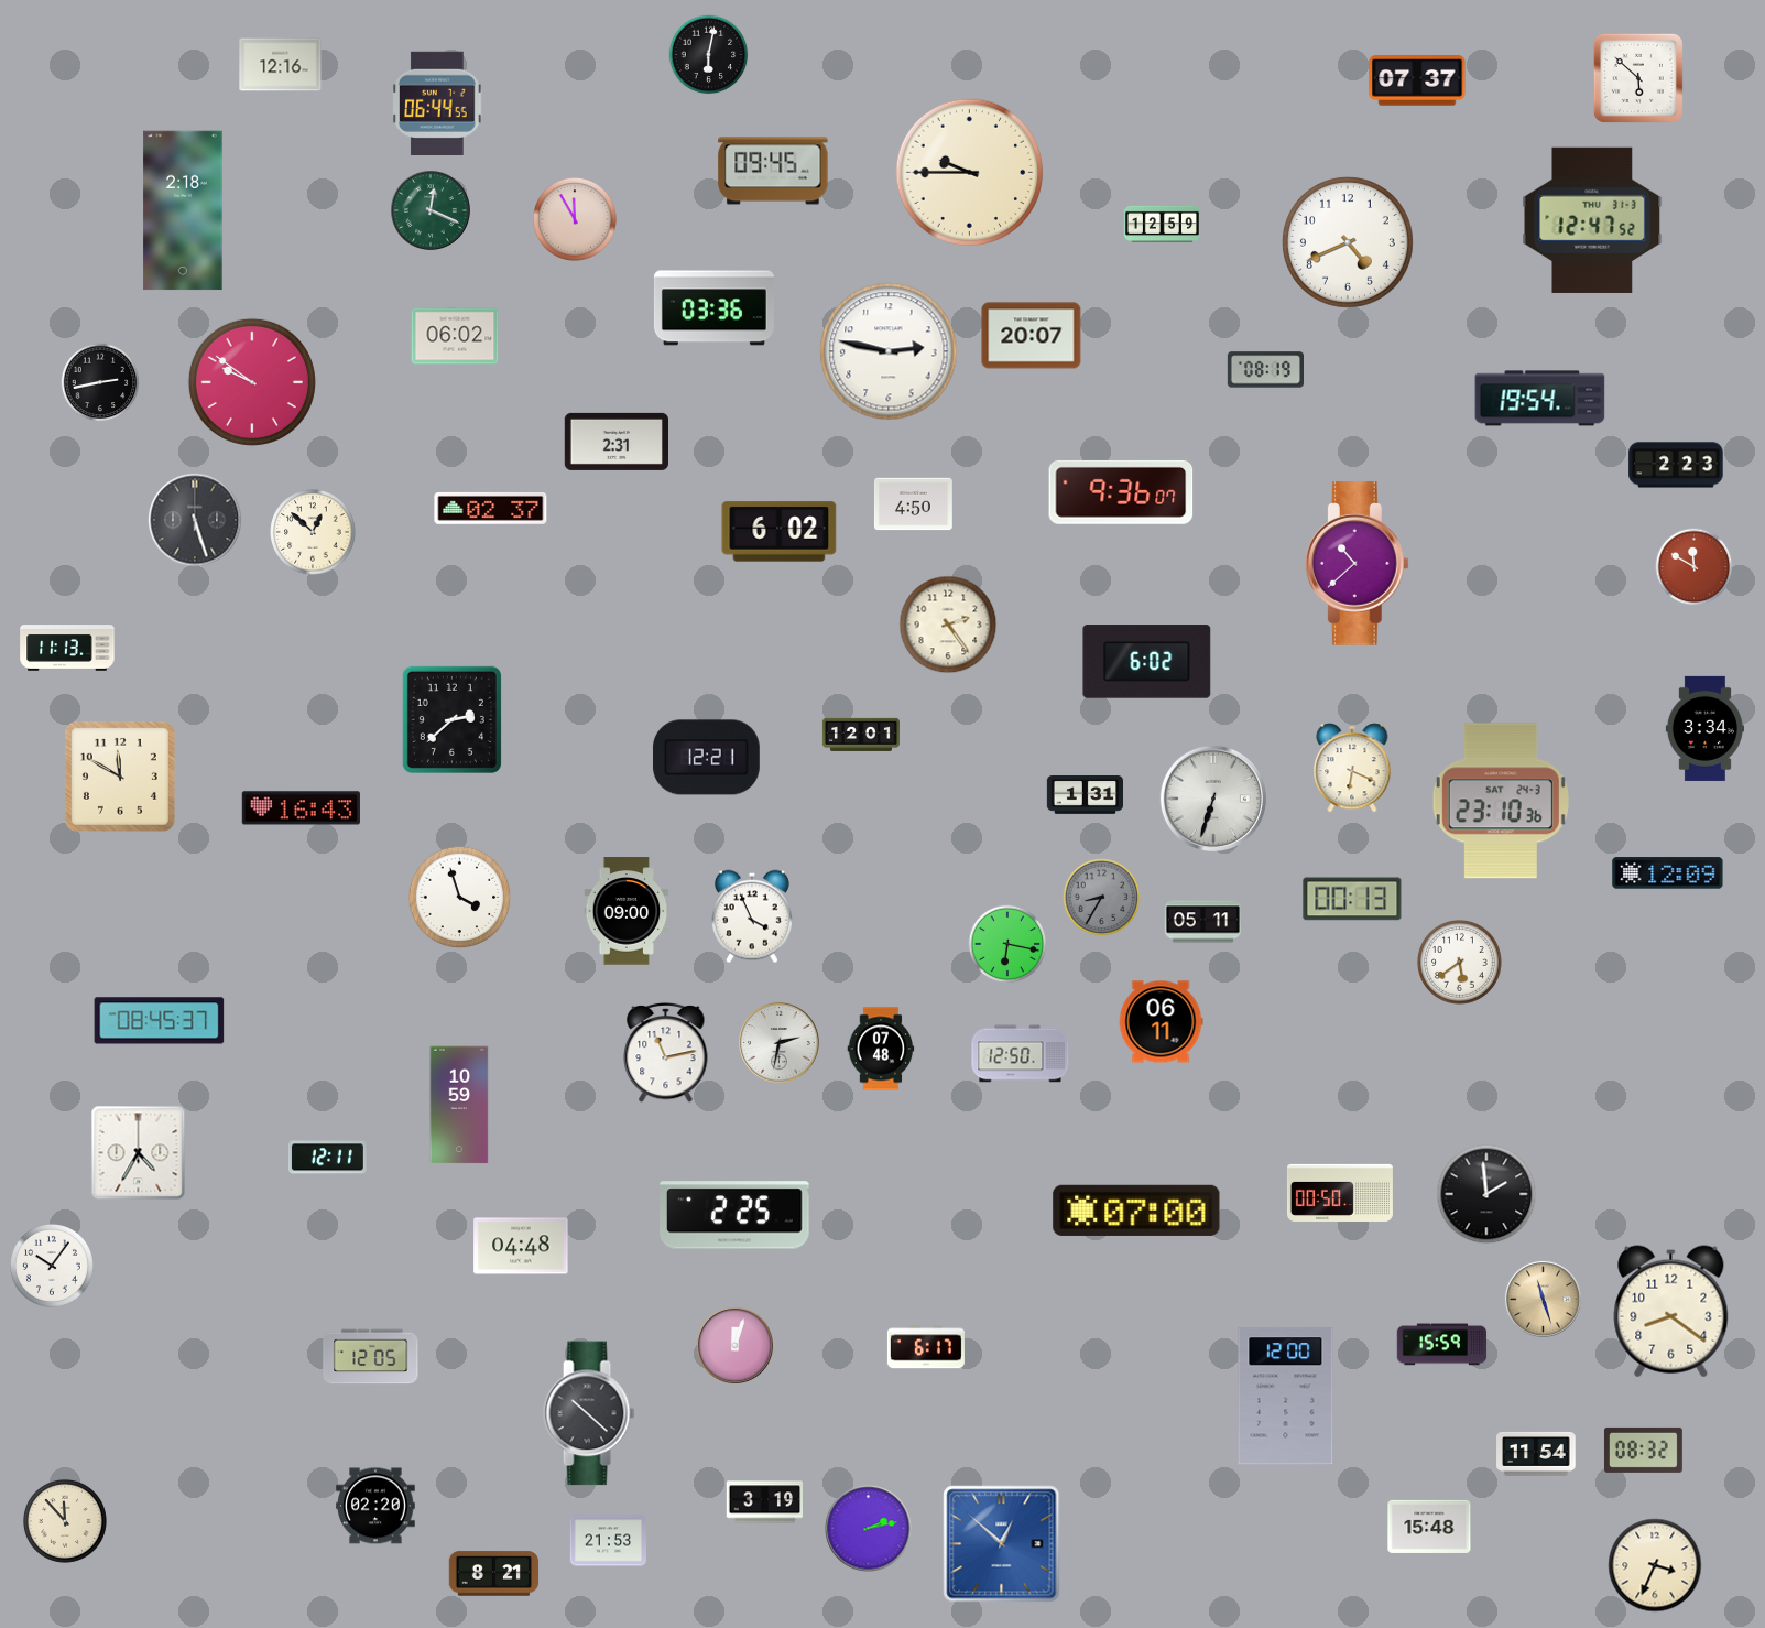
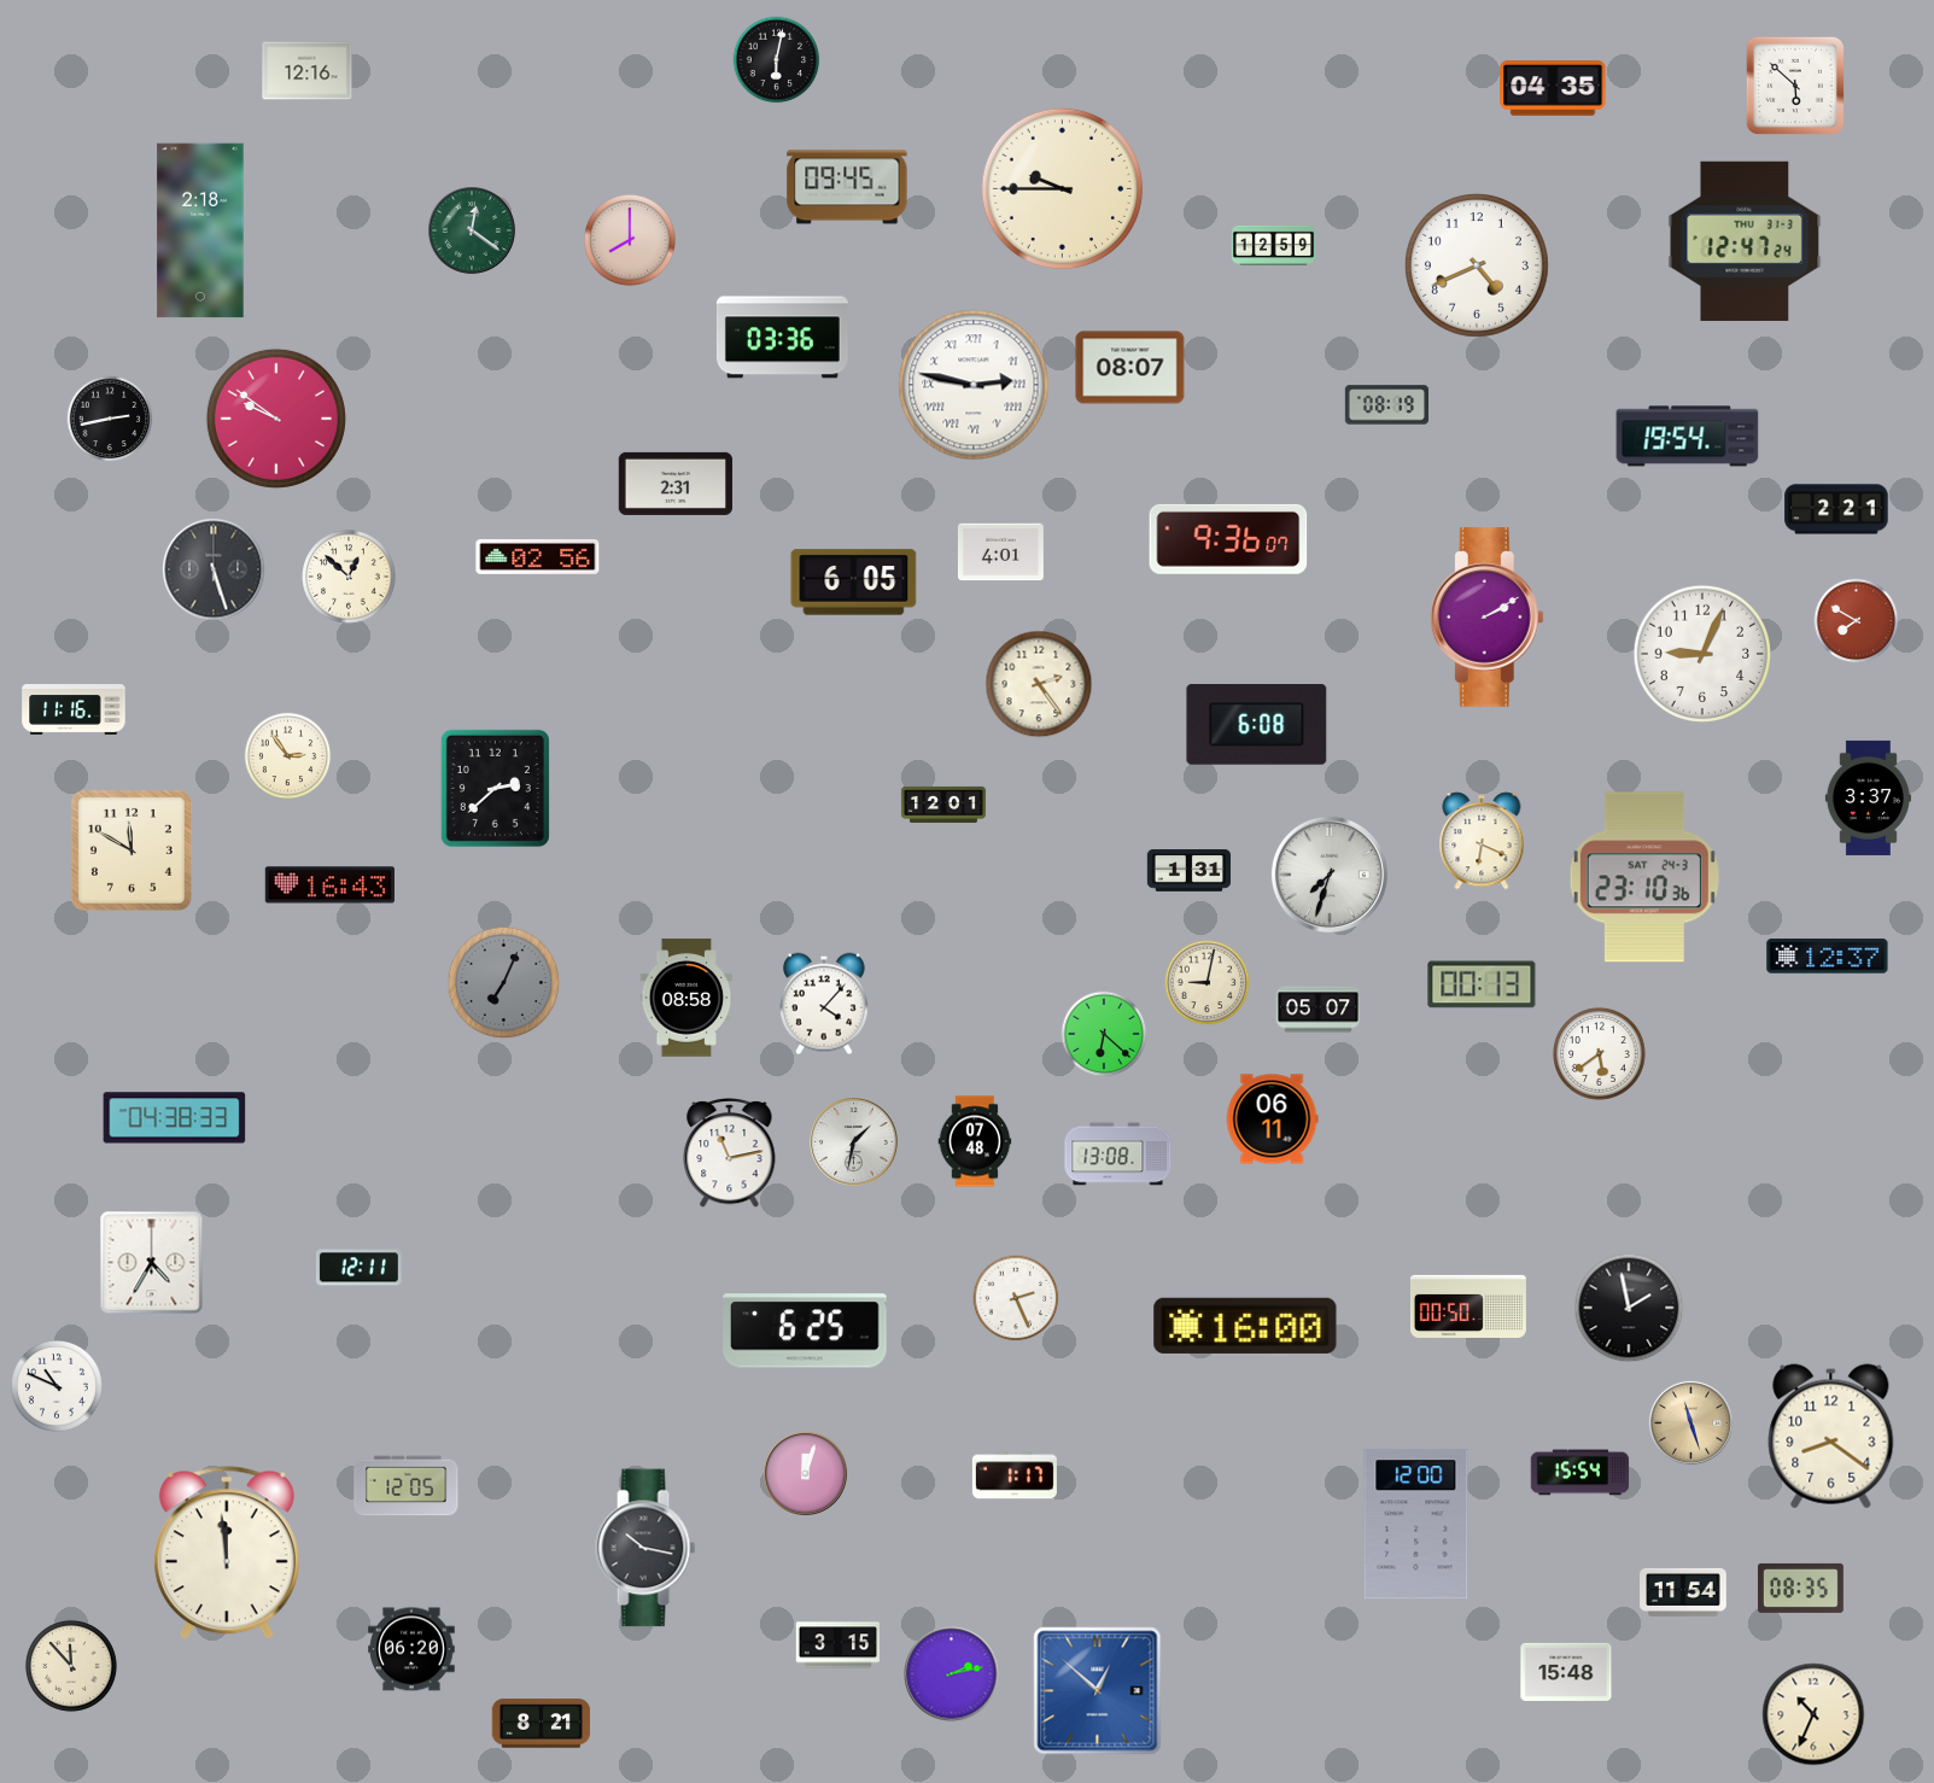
clock at (1417, 80): 07:37 -> 04:35
clock at (437, 102): 06:44 -> none
clock at (432, 211): 12:19 -> 12:21
clock at (575, 219): 11:55 -> 8:00
clock at (1592, 220): 12:47:52 -> 12:47:24
clock at (455, 336): 06:02 -> none
clock at (1032, 336): 20:07 -> 08:07
clock at (889, 351) numerals: Arabic -> Roman
clock at (1676, 465): 2:23 -> 2:21
clock at (913, 504): 4:50 -> 4:01
clock at (491, 509): 02:37 -> 02:56
clock at (313, 532) position: (313, 532) -> (349, 577)
clock at (780, 532): 6:02 -> 6:05
clock at (1357, 564): 10:38 -> 2:10
clock at (1695, 567): 11:50 -> 7:50
clock at (1701, 653): none -> 9:04
clock at (67, 649): 11:13 -> 11:16
clock at (1147, 662): 6:02 -> 6:08
clock at (288, 756): none -> 2:54
clock at (1704, 728): 3:34 -> 3:37
clock at (706, 758): 12:21 -> none
clock at (1213, 799): 6:33 -> 7:33
clock at (1668, 873): 12:09 -> 12:37
clock at (460, 898): 3:57 -> 7:04
clock at (460, 898) dial: white -> grey
clock at (1102, 898): 8:35 -> 9:02
clock at (1102, 898) dial: grey -> cream
clock at (627, 911): 09:00 -> 08:58
clock at (752, 916): 3:56 -> 4:07
clock at (1202, 922): 05:11 -> 05:07
clock at (1007, 944): 6:17 -> 6:22
clock at (160, 1021): 08:45 -> 04:38
clock at (780, 1043): 2:32 -> 1:32
clock at (881, 1049) position: (881, 1049) -> (975, 1141)
clock at (1021, 1054): 12:50 -> 13:08
clock at (459, 1105): 10:59 -> none
clock at (1016, 1298): none -> 2:26
clock at (1486, 1194): 1:59 -> 1:58
clock at (1136, 1211): 07:00 -> 16:00
clock at (734, 1215): 2:25 -> 6:25
clock at (521, 1246): 04:48 -> none
clock at (52, 1266): 10:06 -> 10:49
clock at (1442, 1345): 15:59 -> 15:54
clock at (926, 1347): 6:17 -> 1:17
clock at (1286, 1397) position: (1286, 1397) -> (1416, 1525)
clock at (589, 1413): 10:22 -> 10:17
clock at (227, 1554): none -> 11:59
clock at (1643, 1450): 08:32 -> 08:35
clock at (764, 1502): 3:19 -> 3:15
clock at (375, 1506): 02:20 -> 06:20
clock at (608, 1541): 21:53 -> none
clock at (1655, 1565): 3:34 -> 10:34
